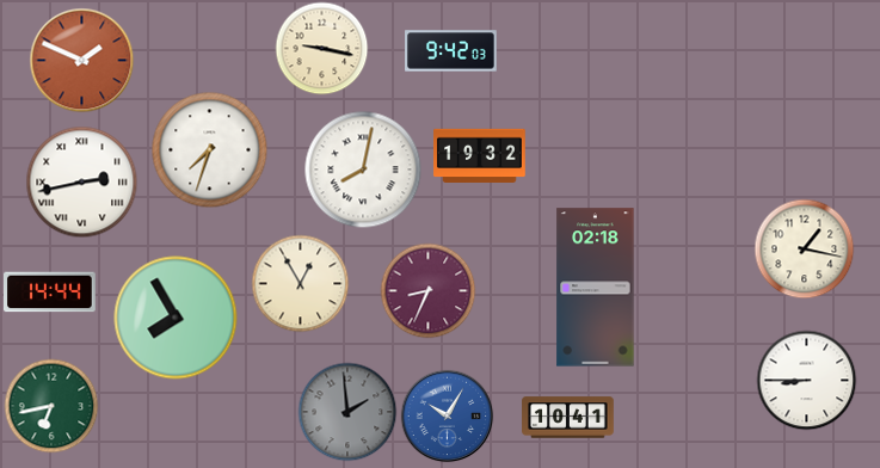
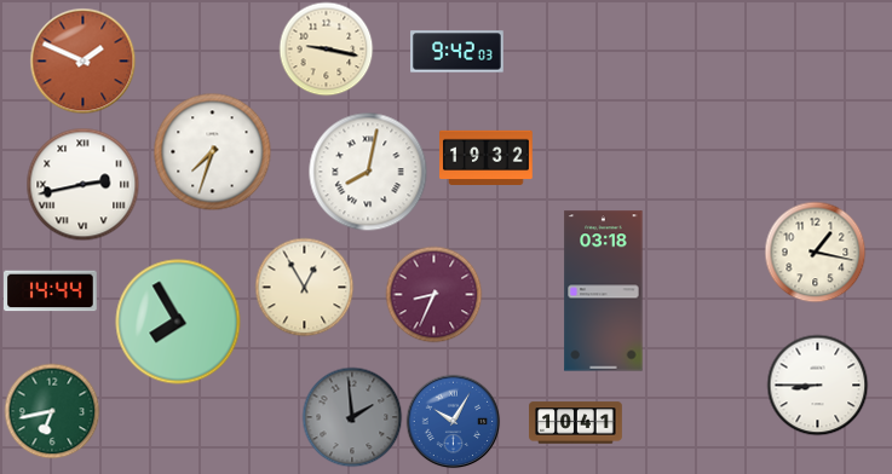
clock at (596, 288): 02:18 -> 03:18
clock at (50, 292) position: (50, 292) -> (51, 291)
